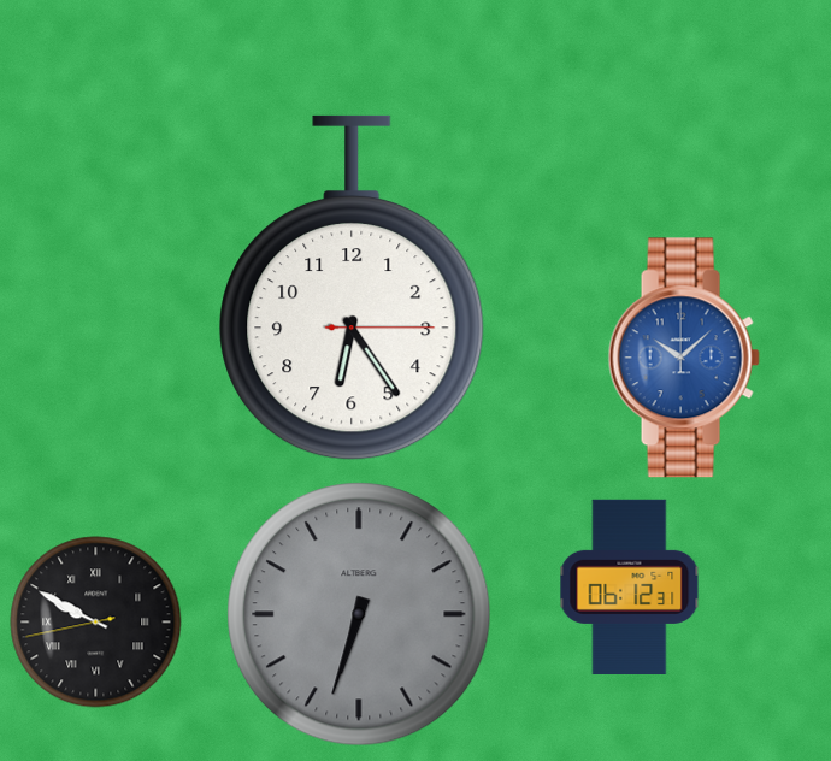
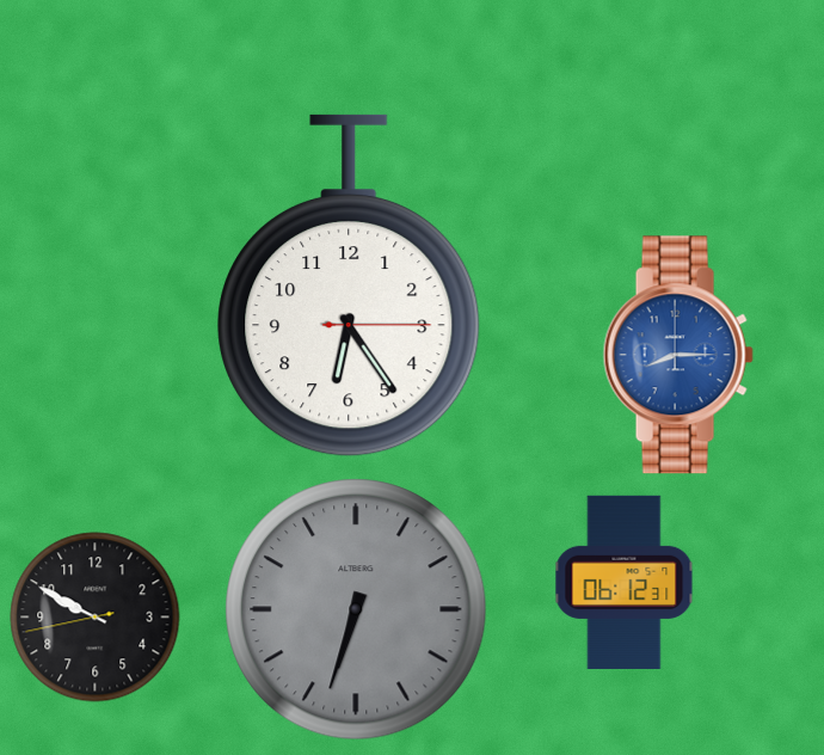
clock at (684, 358): 10:08 -> 8:15
clock at (96, 623) numerals: Roman -> Arabic
